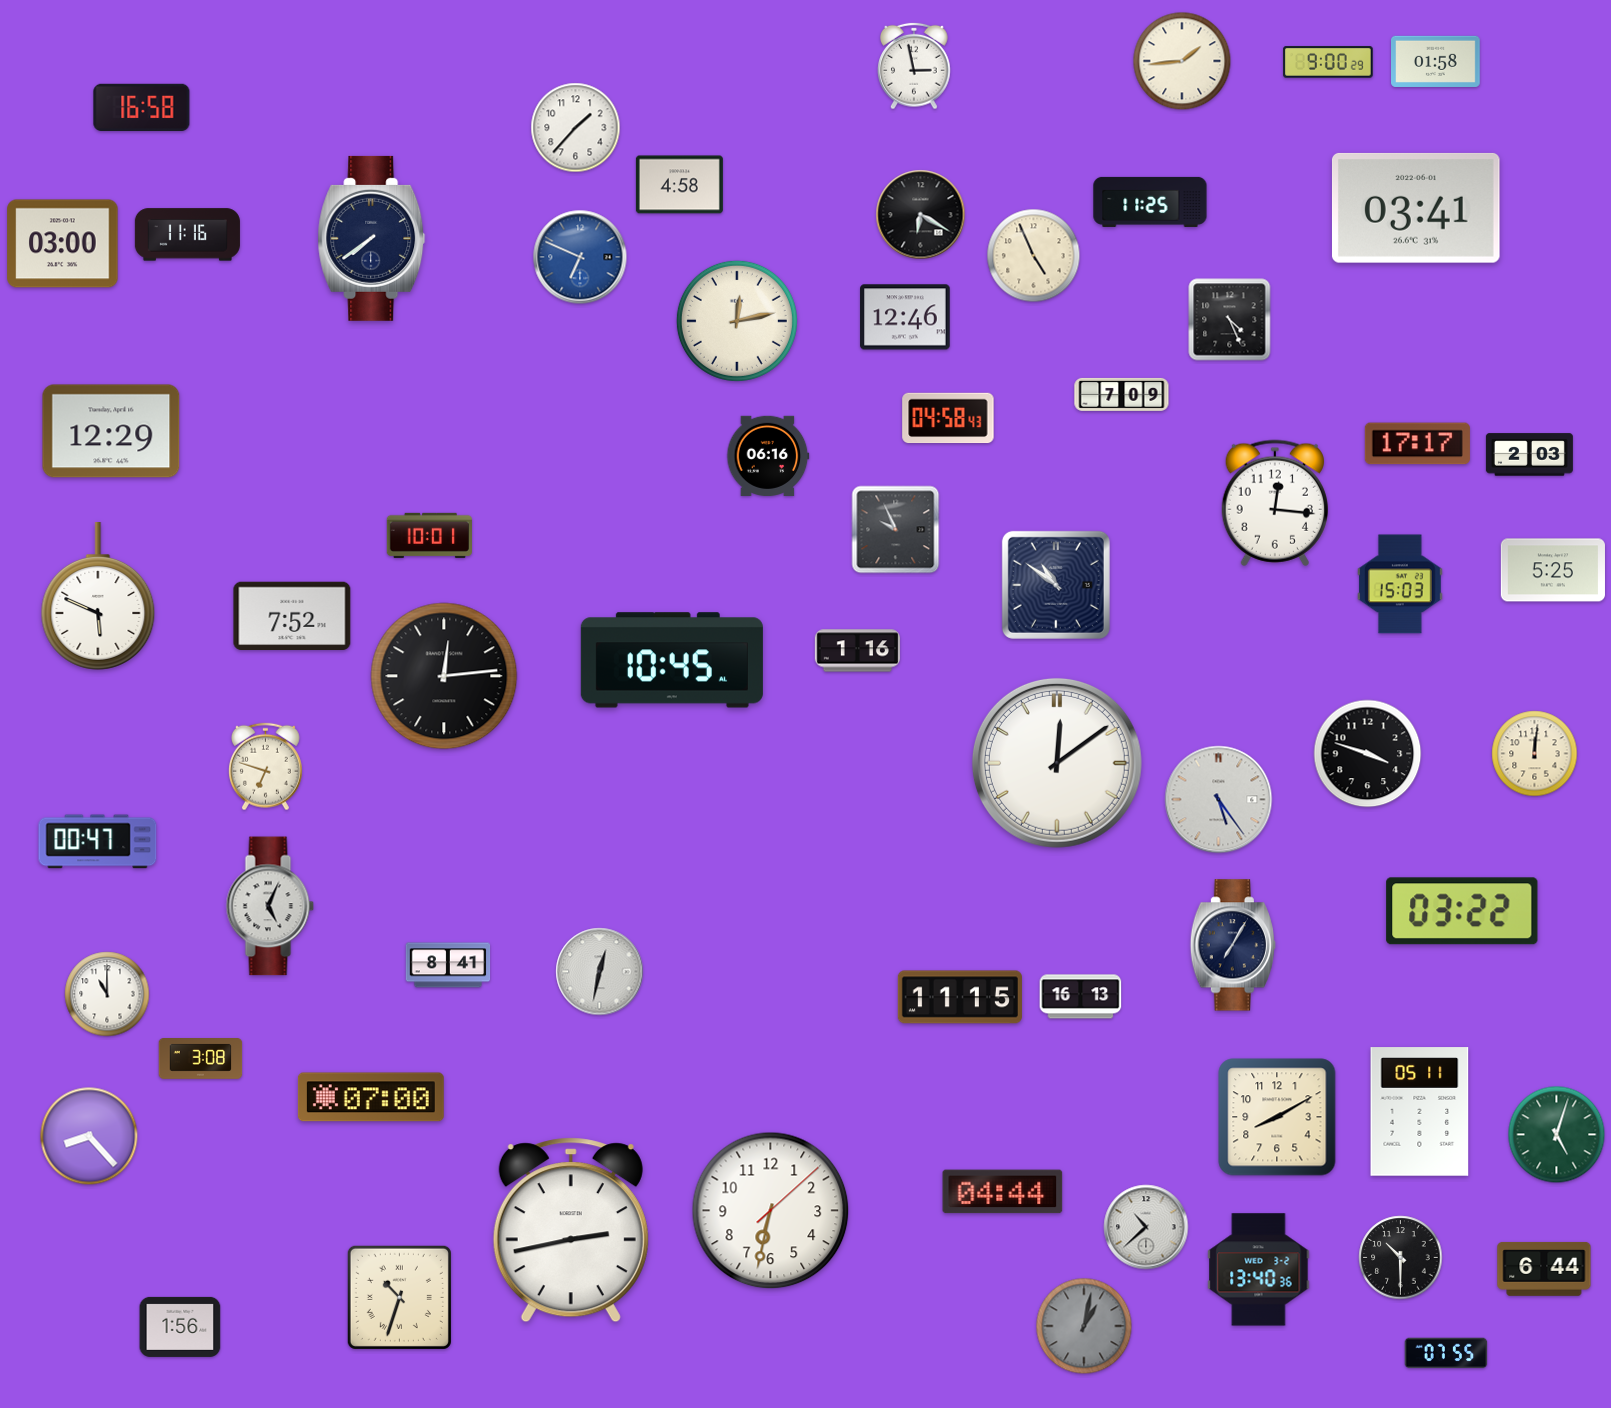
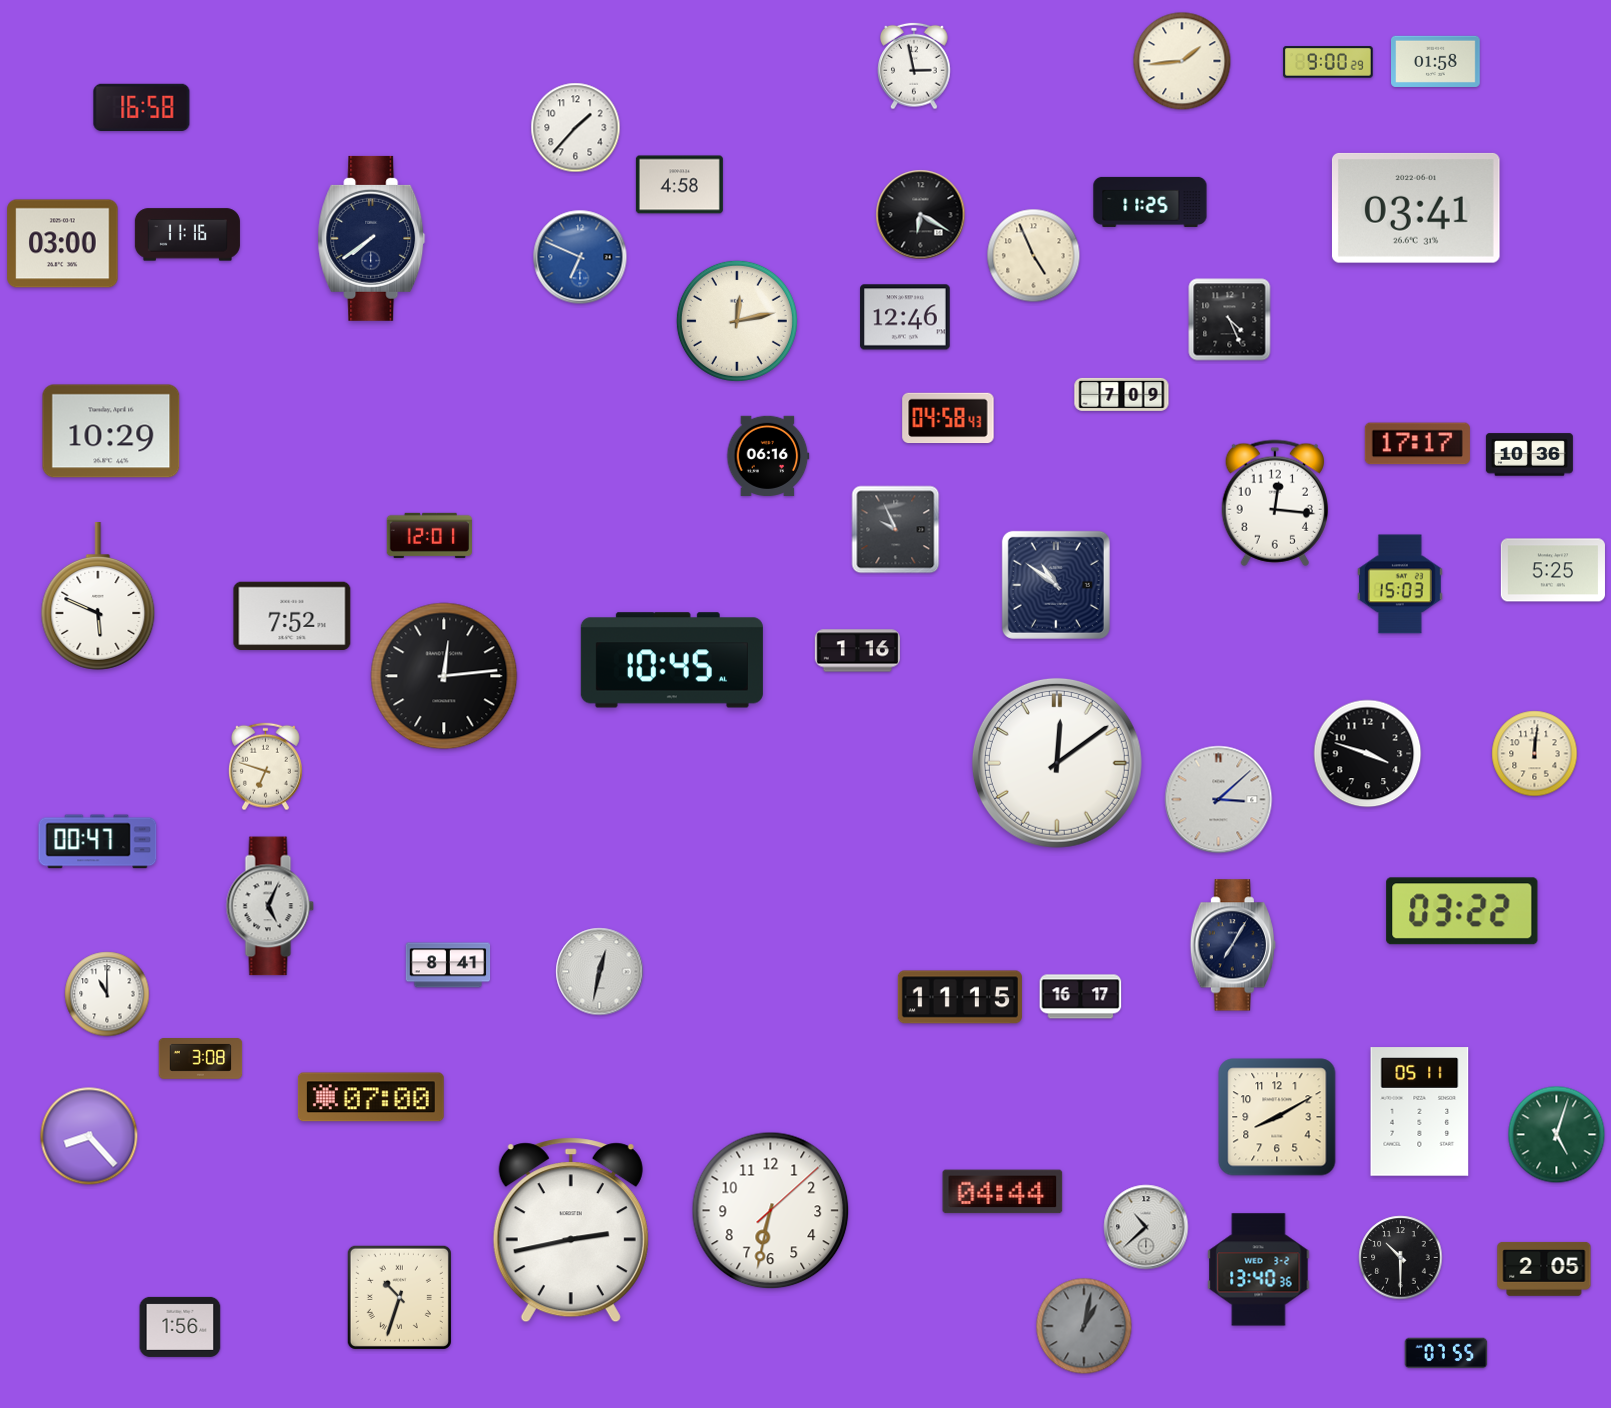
clock at (111, 431): 12:29 -> 10:29
clock at (1529, 455): 2:03 -> 10:36
clock at (429, 535): 10:01 -> 12:01
clock at (1219, 800): 5:24 -> 3:08
clock at (1081, 997): 16:13 -> 16:17
clock at (1544, 1269): 6:44 -> 2:05
